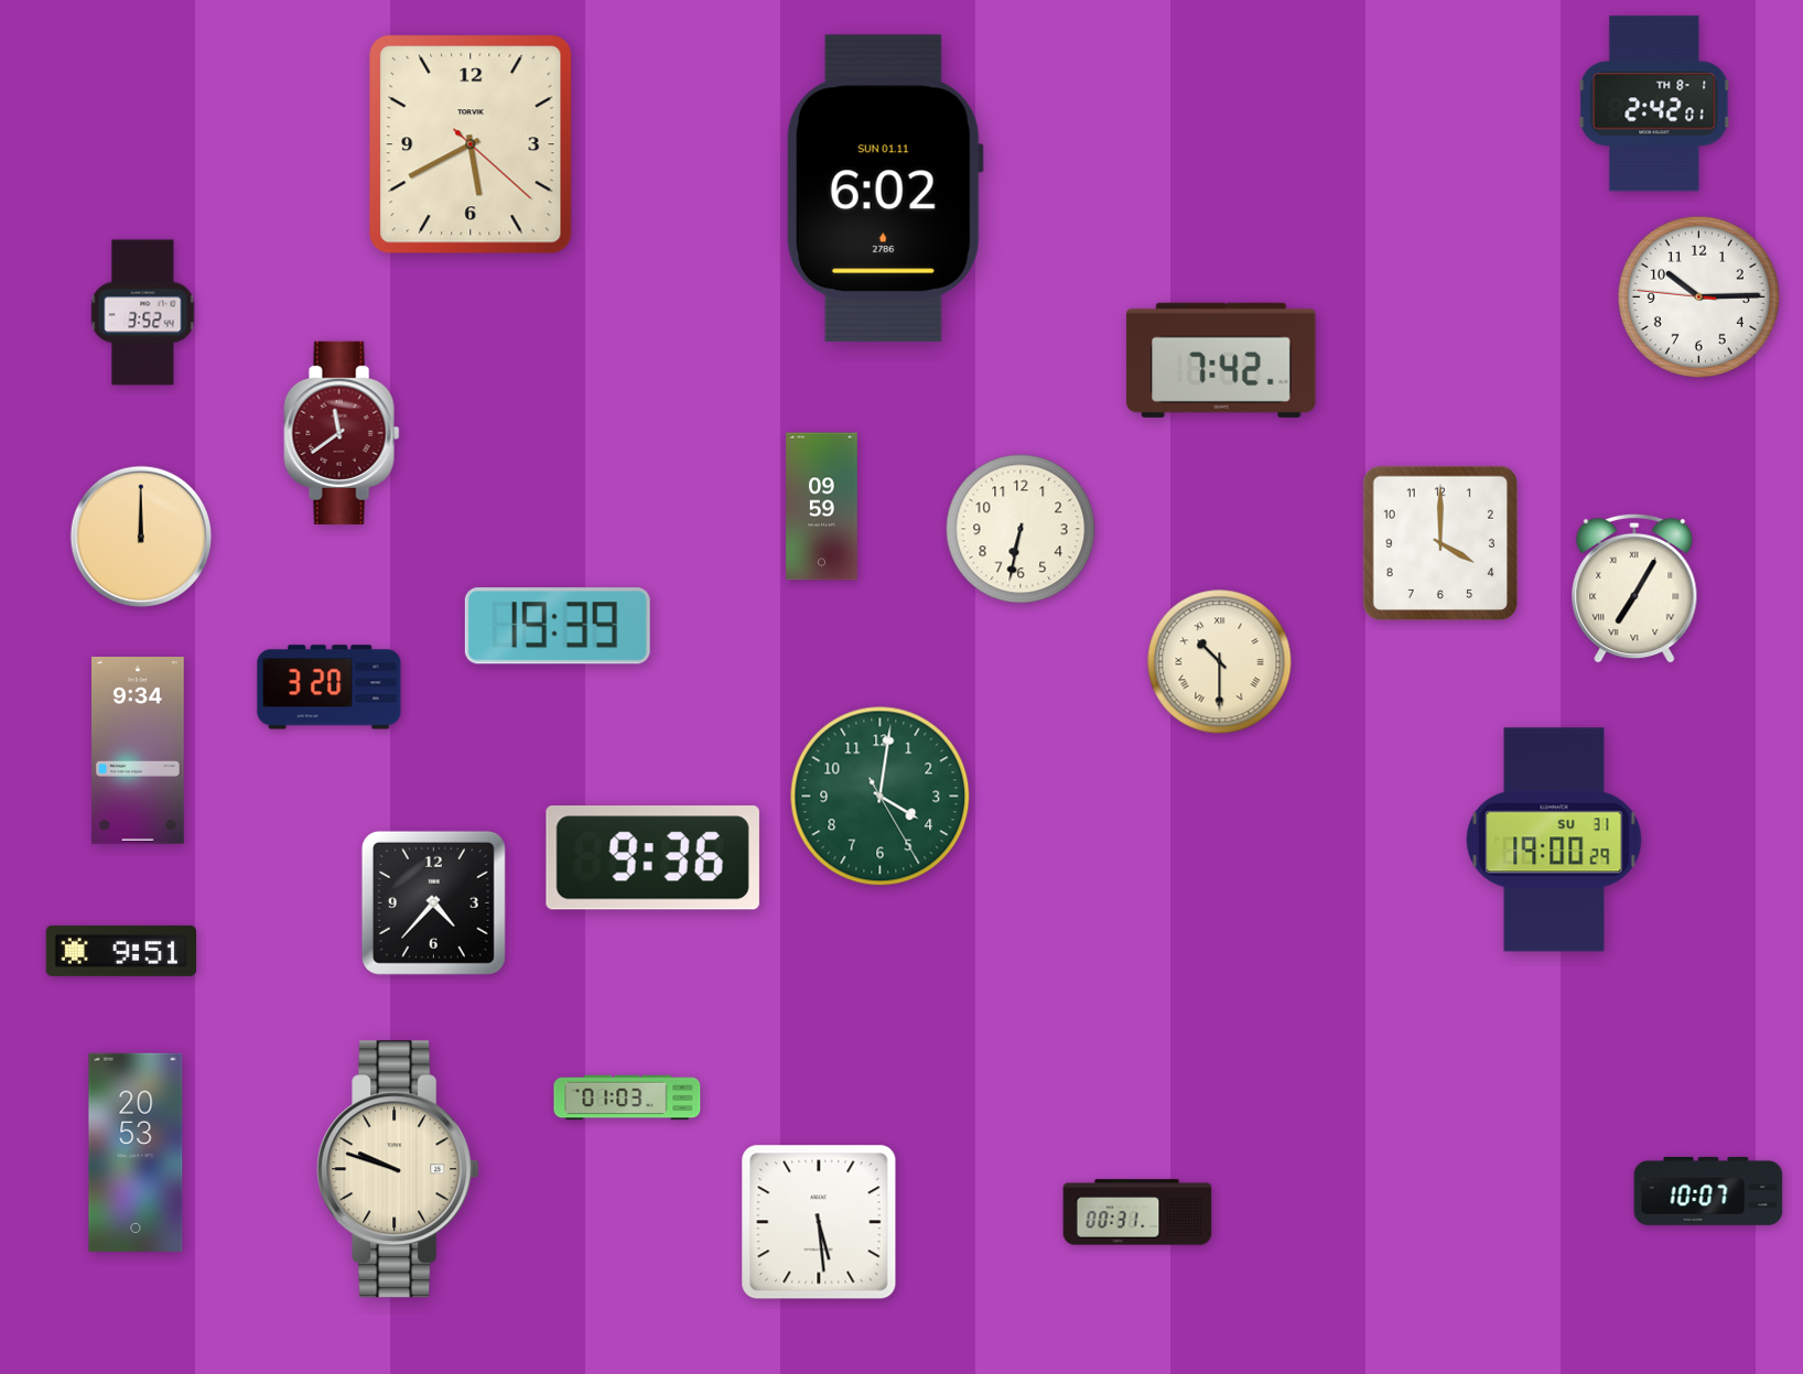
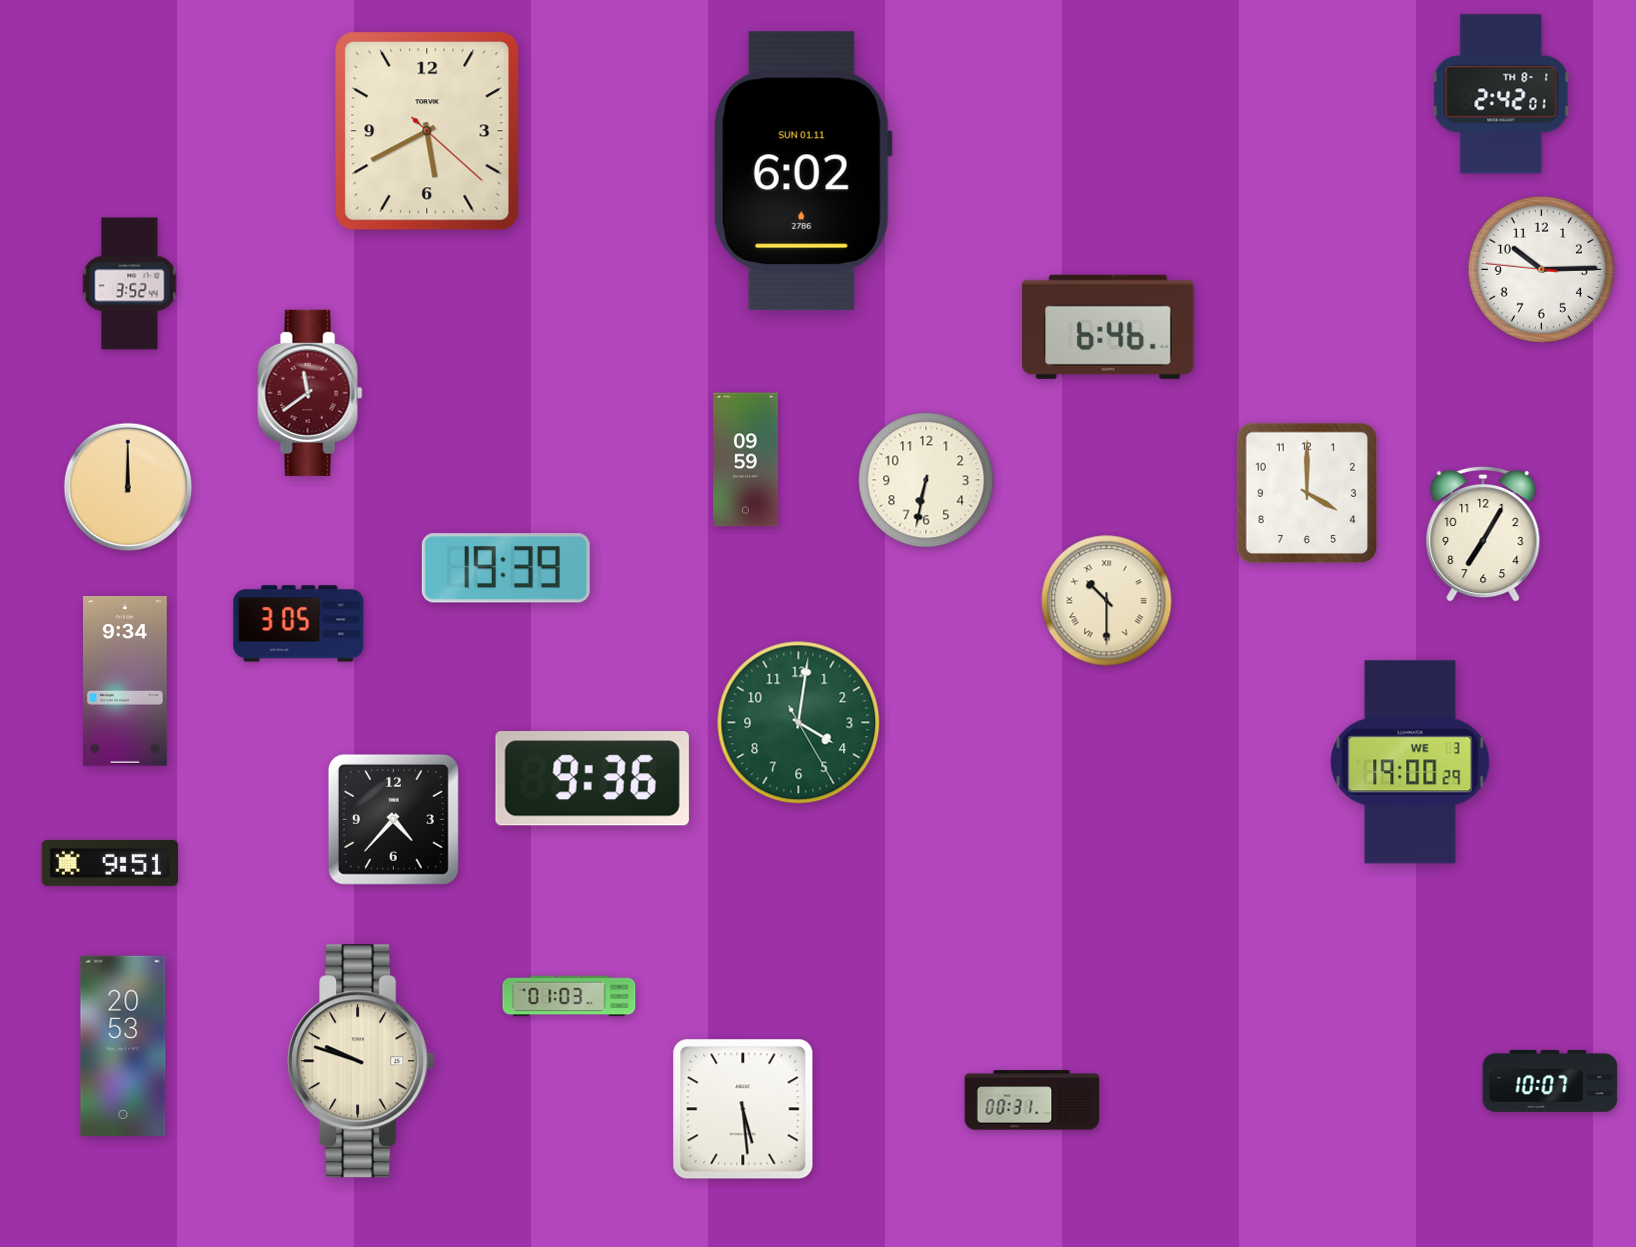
clock at (1221, 360): 7:42 -> 6:46
clock at (1634, 588) numerals: Roman -> Arabic
clock at (330, 688): 3:20 -> 3:05
clock at (1554, 840) date: SU 31 -> WE 3
